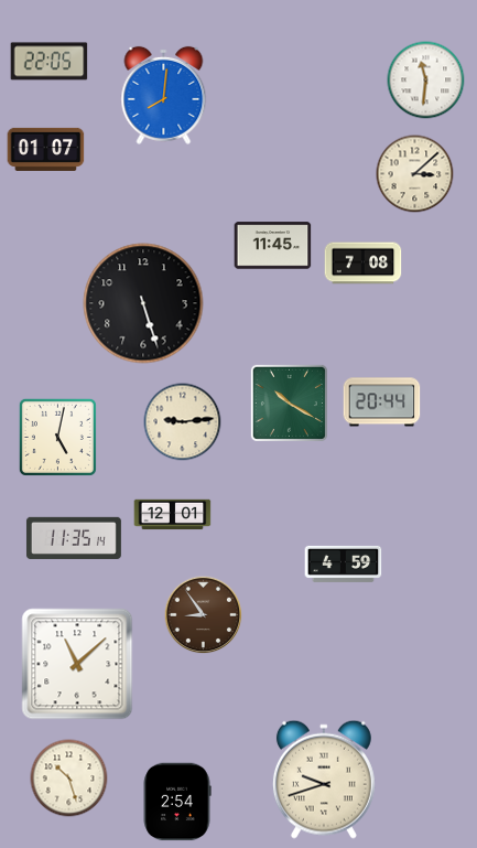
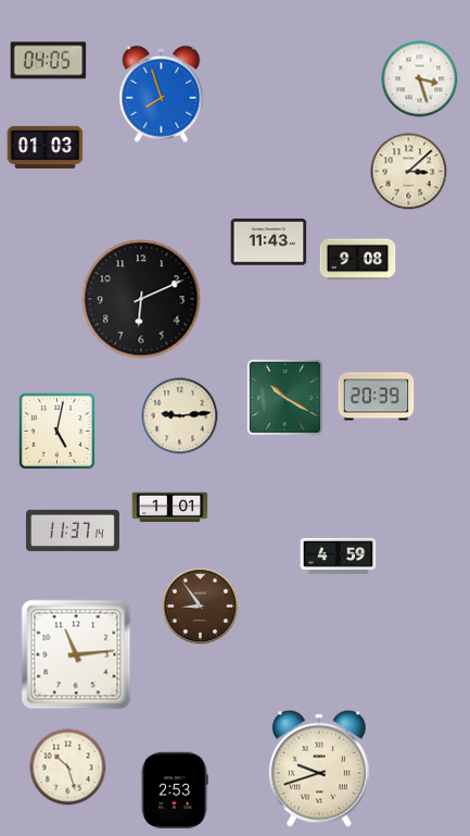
clock at (50, 62): 22:05 -> 04:05
clock at (426, 80): 11:31 -> 3:27
clock at (164, 95): 8:01 -> 7:57
clock at (46, 149): 01:07 -> 01:03
clock at (273, 246): 11:45 -> 11:43
clock at (364, 264): 7:08 -> 9:08
clock at (143, 303): 5:27 -> 6:11
clock at (382, 402): 20:44 -> 20:39
clock at (173, 515): 12:01 -> 1:01
clock at (74, 537): 11:35 -> 11:37
clock at (77, 664): 11:08 -> 11:14
clock at (177, 802): 2:54 -> 2:53
